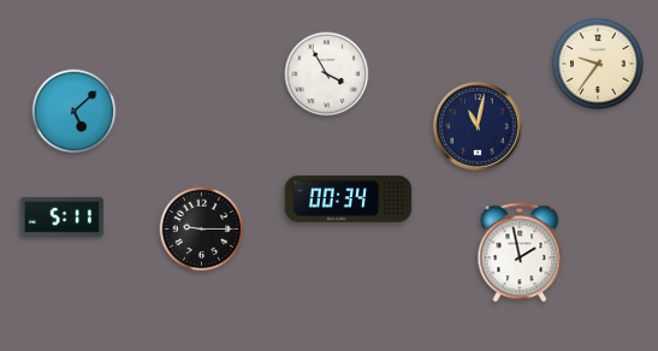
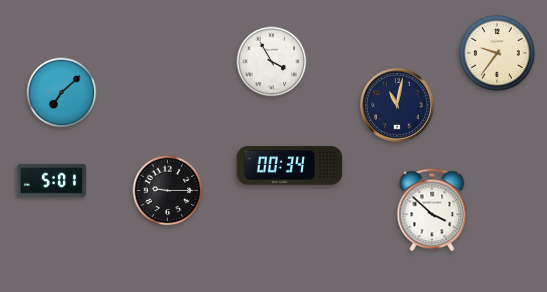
clock at (75, 112): 5:08 -> 7:08
clock at (61, 216): 5:11 -> 5:01
clock at (520, 252): 1:58 -> 3:52
